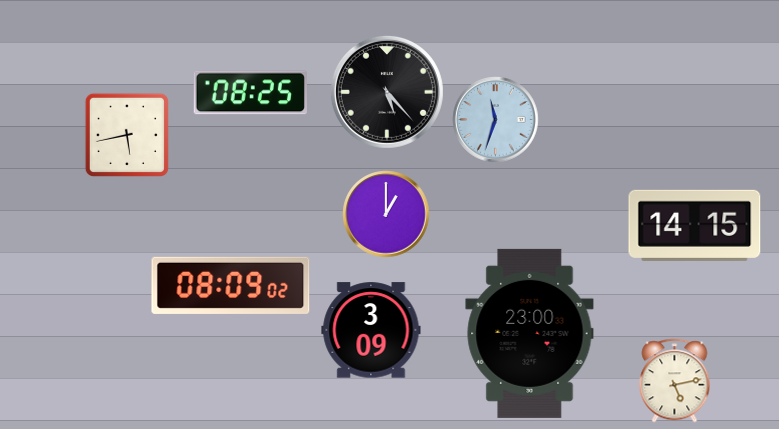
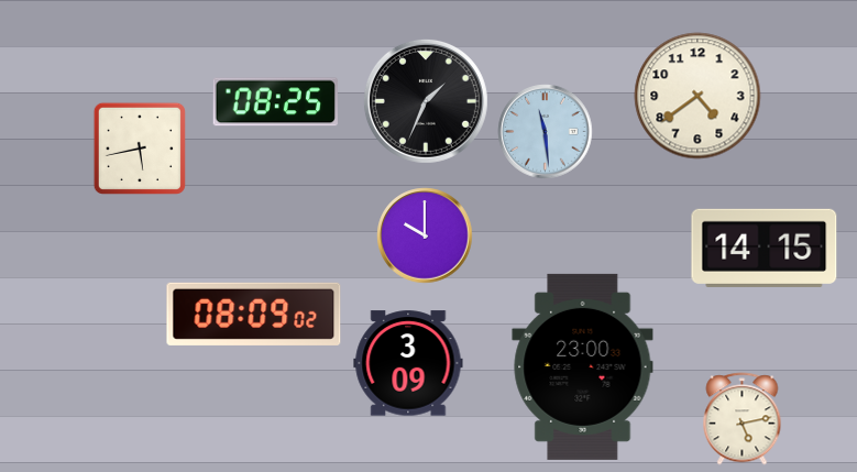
clock at (697, 96): none -> 4:39
clock at (387, 92): 5:23 -> 1:34
clock at (496, 120): 11:33 -> 11:29
clock at (386, 214): 1:00 -> 10:00
